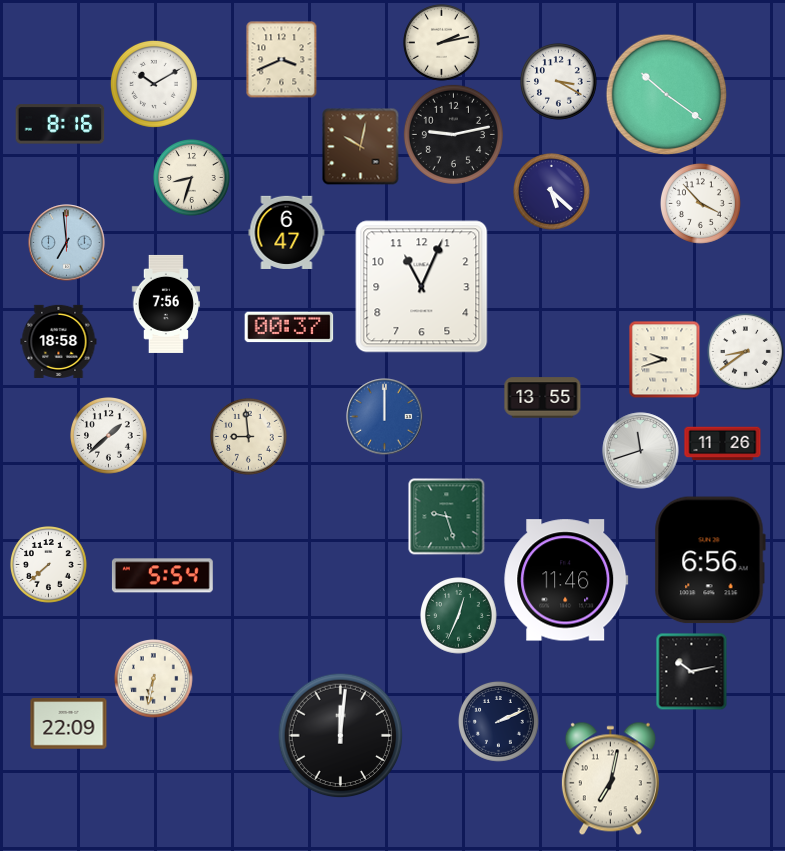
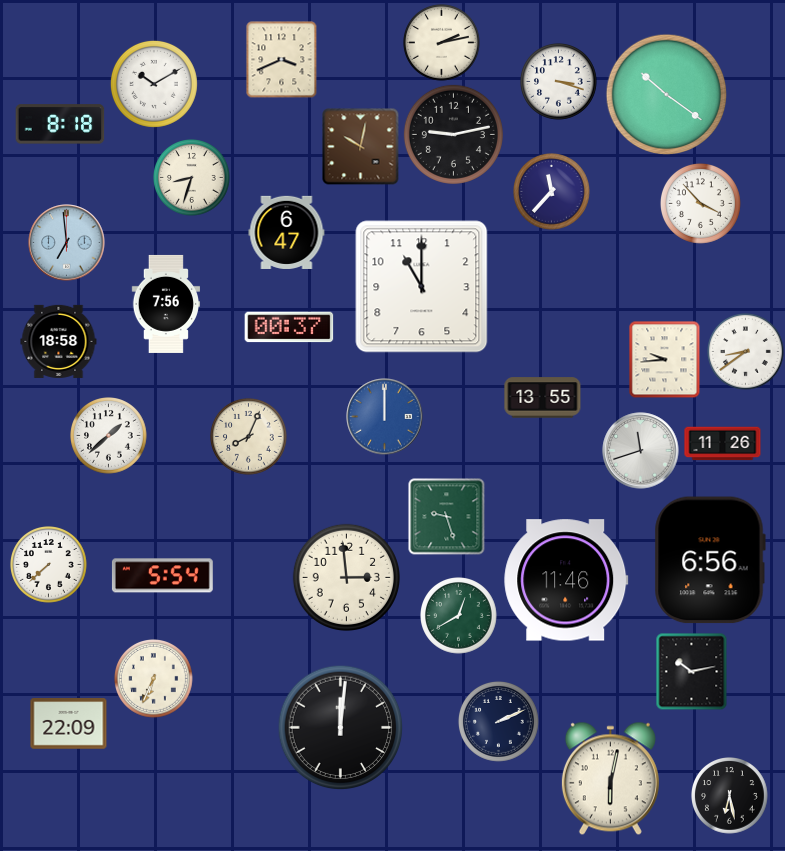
clock at (559, 82): 3:20 -> 3:18
clock at (60, 124): 8:16 -> 8:18
clock at (552, 192): 5:22 -> 11:37
clock at (422, 287): 11:04 -> 11:00
clock at (665, 359): 9:42 -> 9:44
clock at (249, 437): 8:59 -> 8:04
clock at (346, 577): none -> 2:59
clock at (459, 616): 12:34 -> 12:40
clock at (154, 679): 6:32 -> 6:34
clock at (341, 736) position: (341, 736) -> (341, 728)
clock at (610, 779): 7:02 -> 6:02
clock at (730, 796): none -> 6:28
